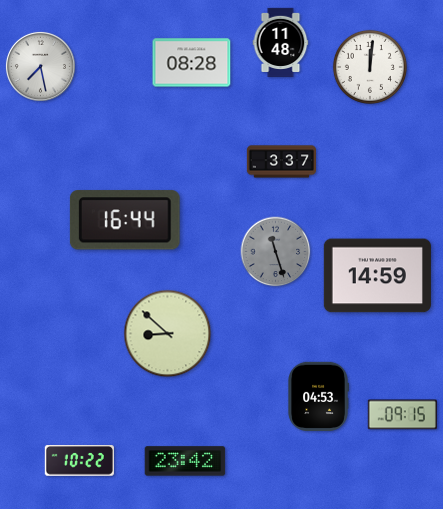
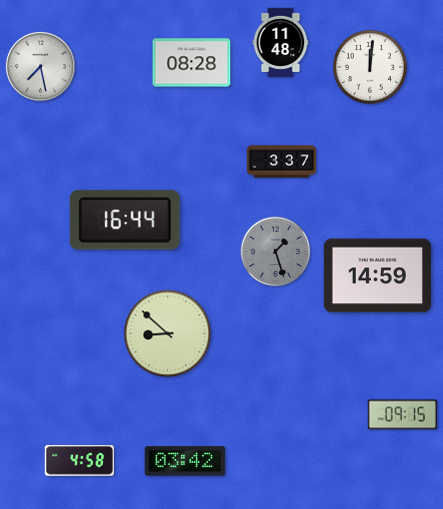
clock at (276, 252): 11:27 -> 1:27
clock at (318, 396): 04:53 -> none
clock at (79, 461): 10:22 -> 4:58
clock at (185, 461): 23:42 -> 03:42
